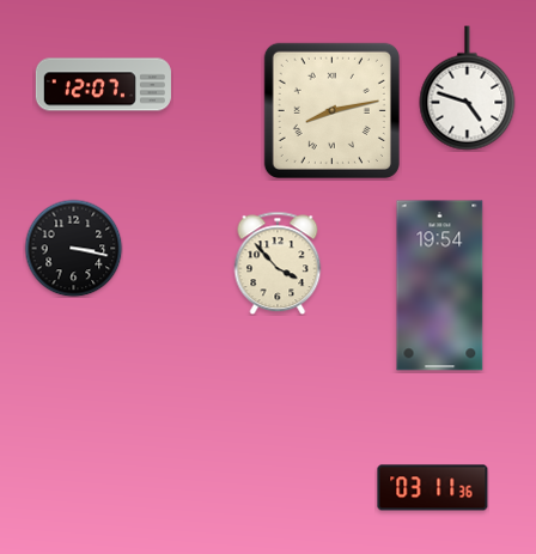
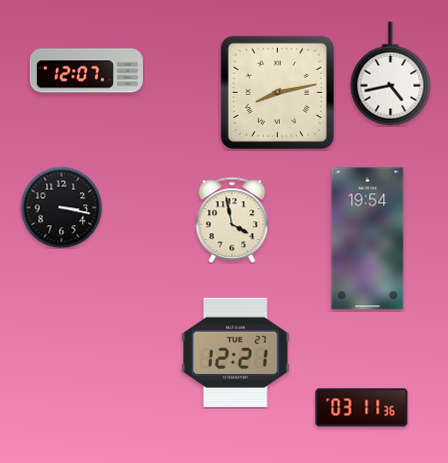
clock at (468, 89): 4:48 -> 4:43
clock at (278, 263): 3:53 -> 3:58
clock at (236, 352): none -> 12:21
